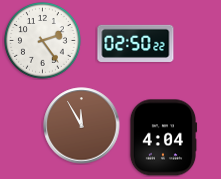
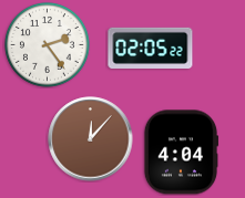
clock at (136, 43): 02:50 -> 02:05
clock at (82, 126): 11:55 -> 12:07
